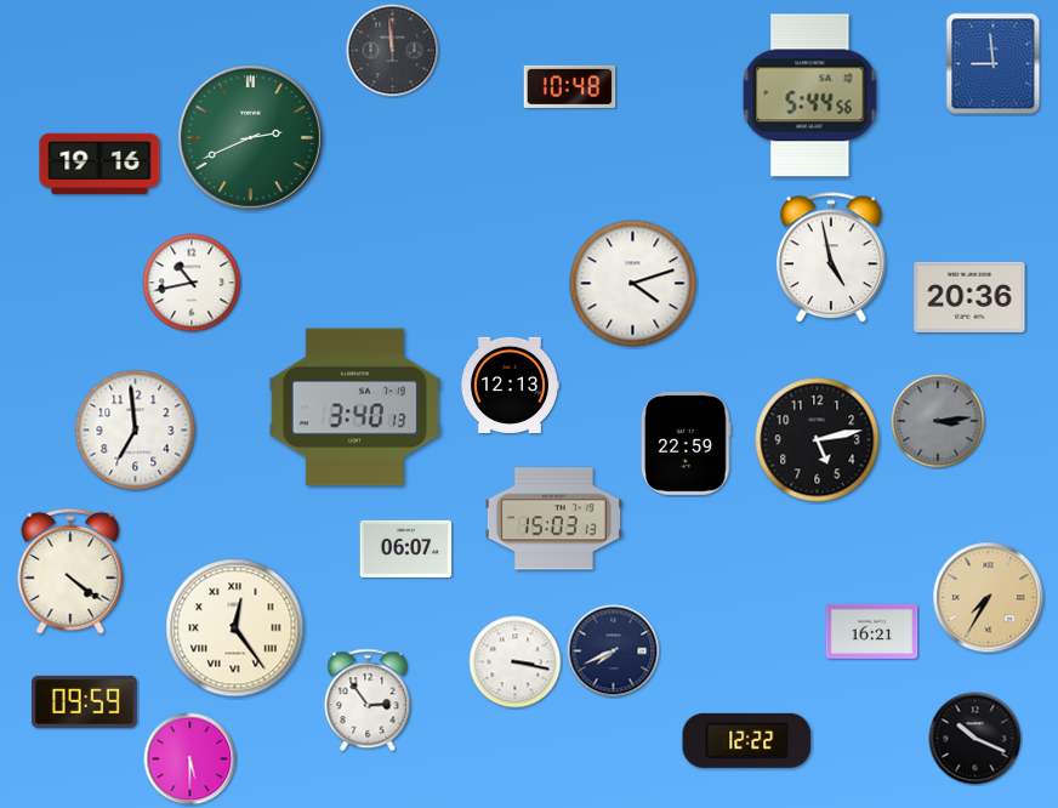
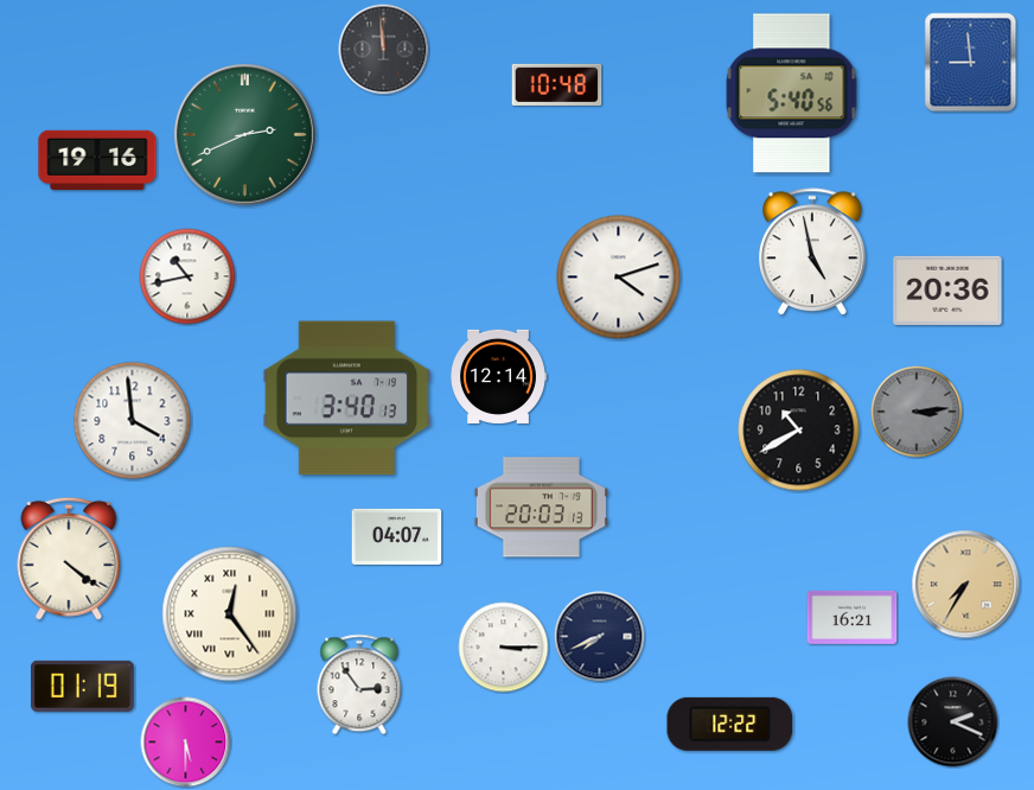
clock at (810, 96): 5:44 -> 5:40
clock at (511, 385): 12:13 -> 12:14
clock at (136, 431): 6:59 -> 3:59
clock at (818, 440): 5:13 -> 10:40
clock at (686, 443): 22:59 -> none
clock at (553, 519): 15:03 -> 20:03
clock at (406, 548): 06:07 -> 04:07
clock at (516, 662): 3:17 -> 3:15
clock at (85, 701): 09:59 -> 01:19
clock at (975, 739): 10:19 -> 2:19
